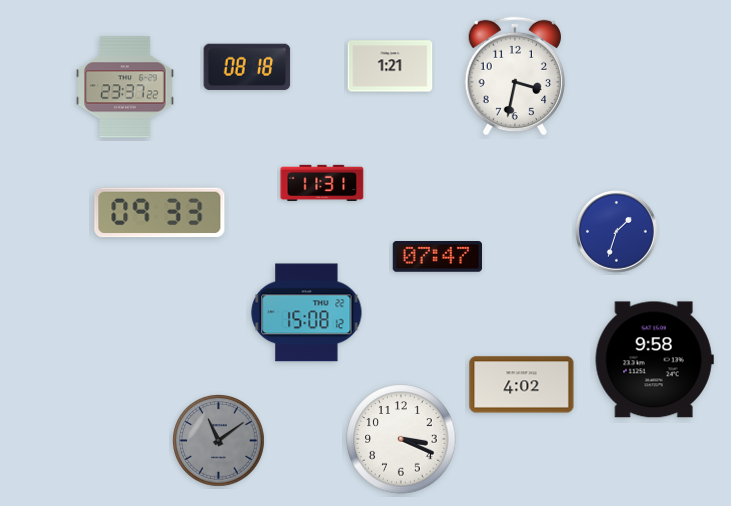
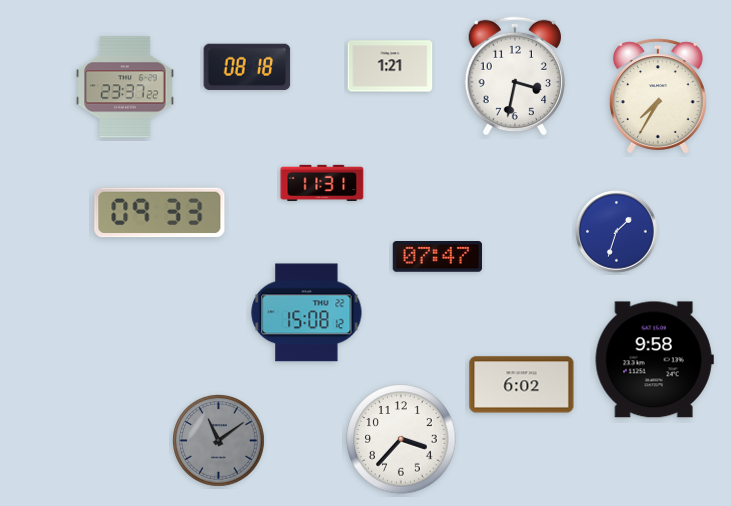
clock at (658, 96): none -> 7:35
clock at (522, 385): 4:02 -> 6:02
clock at (401, 439): 3:19 -> 3:37
